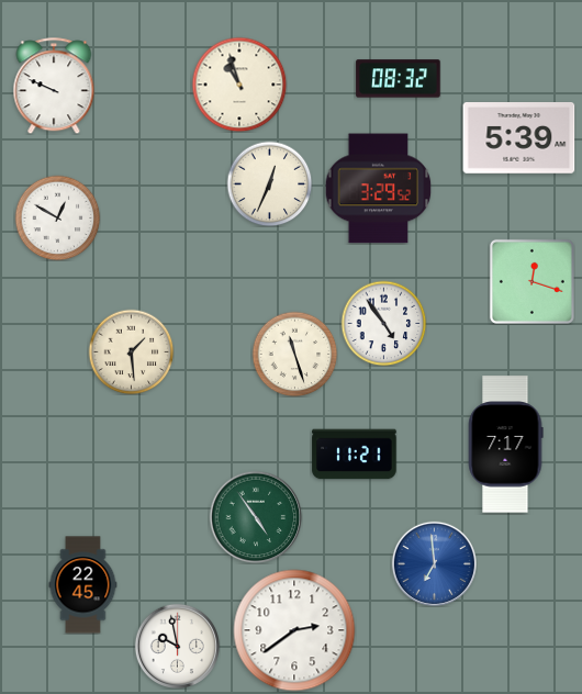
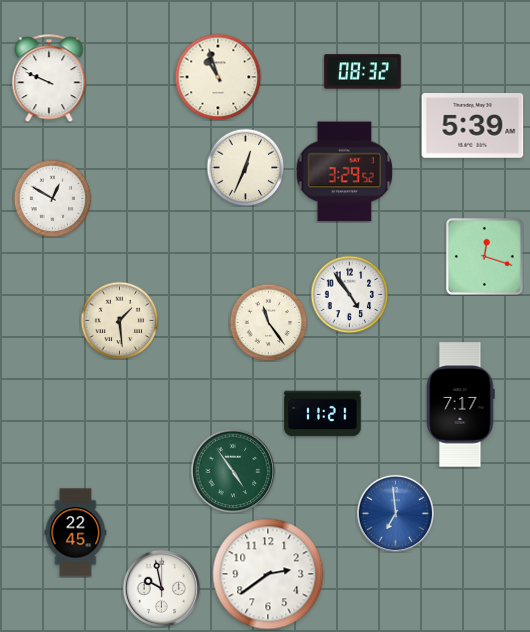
clock at (294, 354): 11:27 -> 11:24
